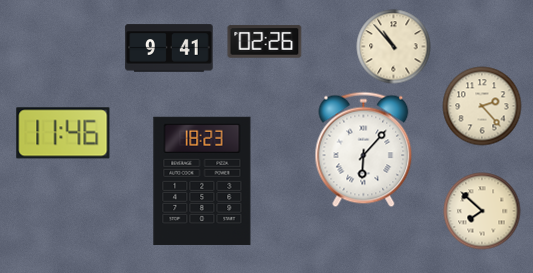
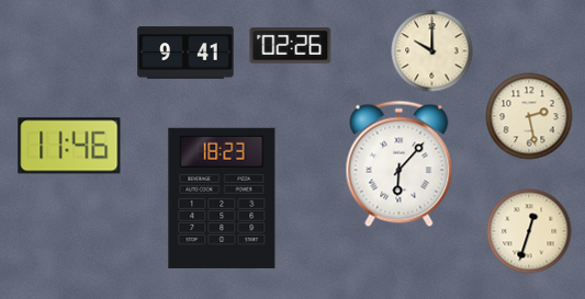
clock at (394, 47): 10:53 -> 10:00
clock at (482, 106): 2:23 -> 2:28
clock at (482, 211): 7:52 -> 12:33
